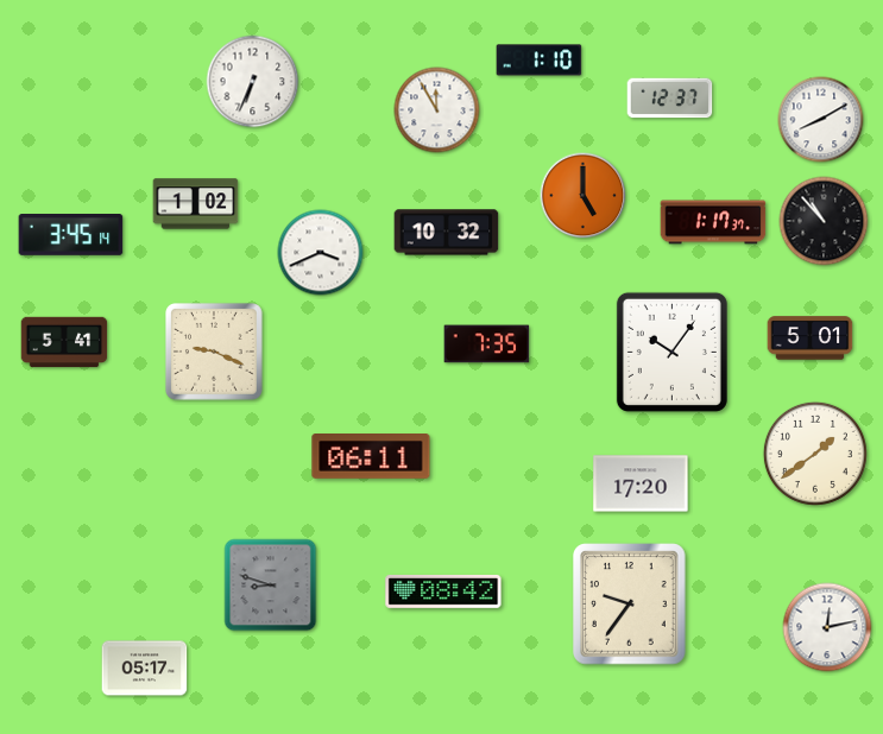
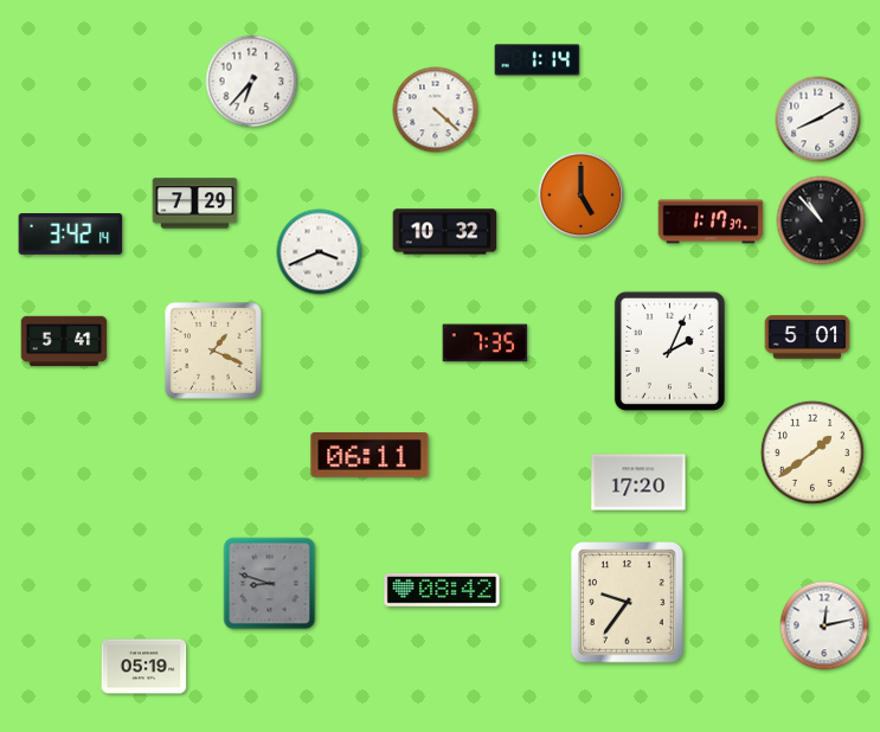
clock at (540, 61): 1:10 -> 1:14
clock at (253, 82): 6:34 -> 6:37
clock at (670, 99): 12:37 -> none
clock at (437, 110): 11:55 -> 4:22
clock at (196, 204): 1:02 -> 7:29
clock at (71, 235): 3:45 -> 3:42
clock at (671, 352): 10:06 -> 2:04
clock at (215, 353): 9:19 -> 1:19
clock at (145, 669): 05:17 -> 05:19
